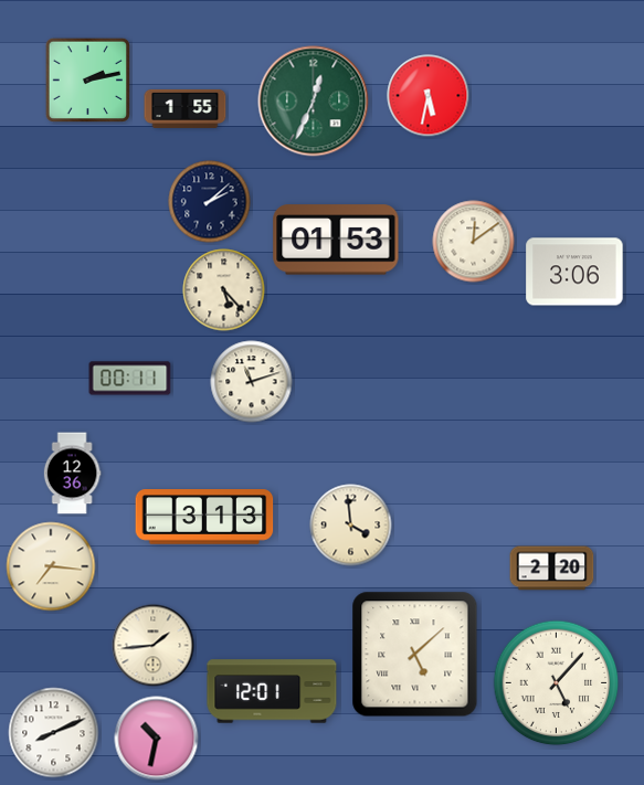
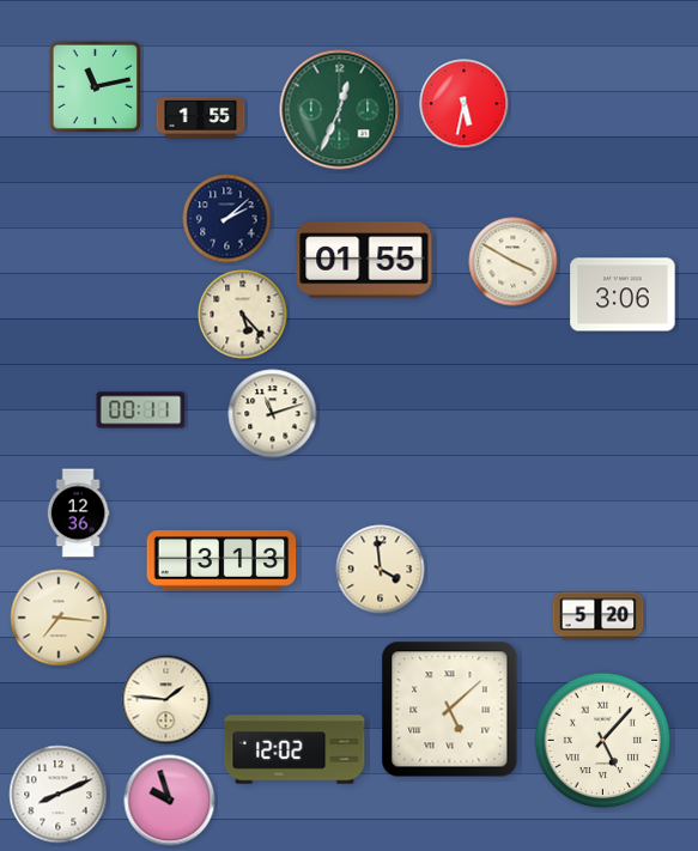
clock at (87, 79): 2:13 -> 11:13
clock at (336, 240): 01:53 -> 01:55
clock at (474, 242): 12:09 -> 3:50
clock at (51, 566) position: (51, 566) -> (59, 618)
clock at (552, 569): 2:20 -> 5:20
clock at (154, 646): 1:44 -> 1:46
clock at (272, 691): 12:01 -> 12:02
clock at (157, 739): 10:32 -> 9:57
